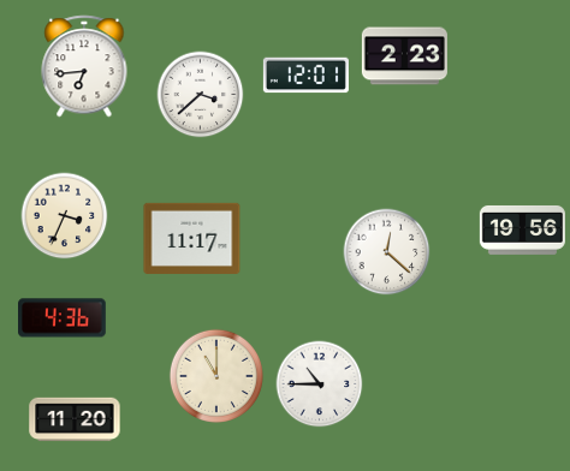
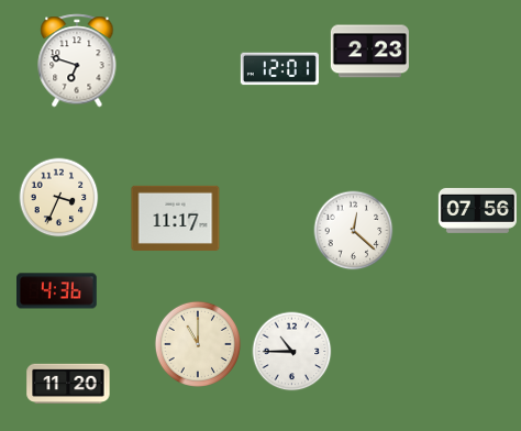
clock at (84, 66): 6:44 -> 6:48
clock at (201, 95): 3:38 -> none
clock at (522, 229): 19:56 -> 07:56
